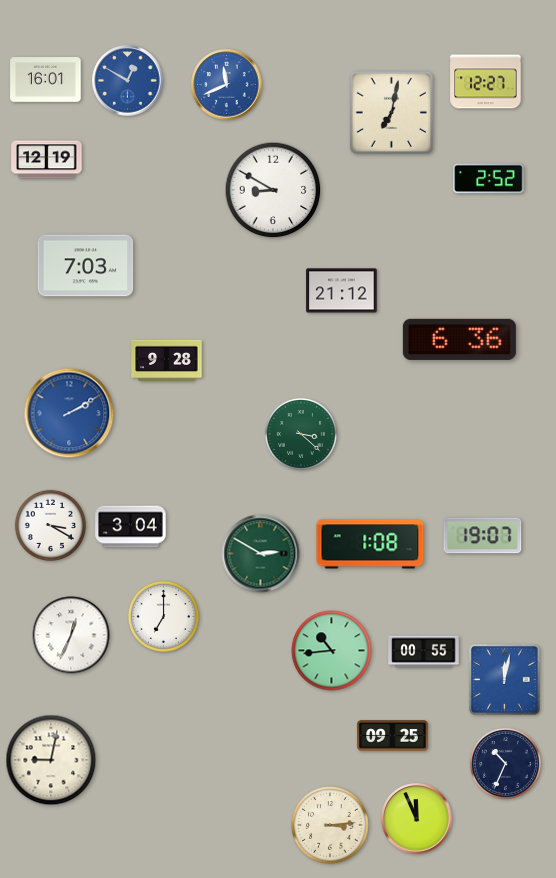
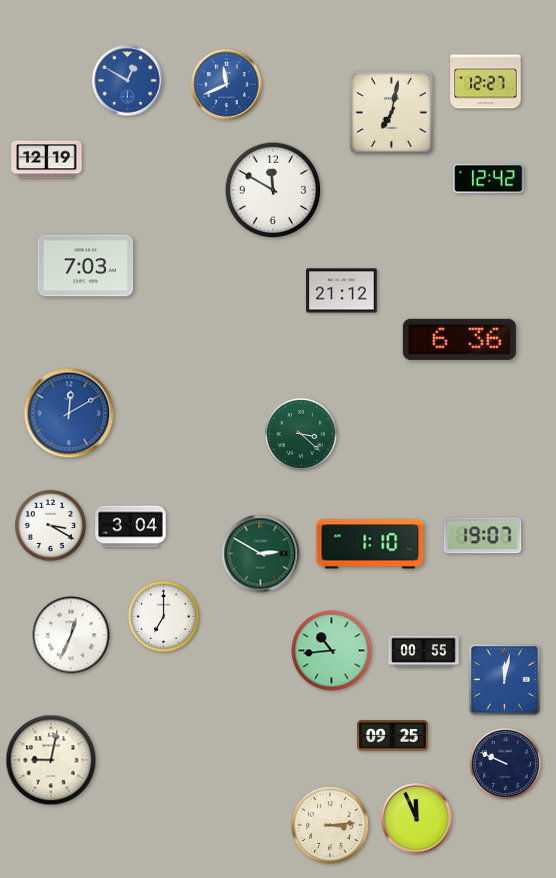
clock at (46, 80): 16:01 -> none
clock at (489, 179): 2:52 -> 12:42
clock at (273, 190): 8:50 -> 11:50
clock at (167, 360): 9:28 -> none
clock at (69, 413): 2:10 -> 12:10
clock at (370, 544): 1:08 -> 1:10
clock at (505, 763): 10:34 -> 9:49
